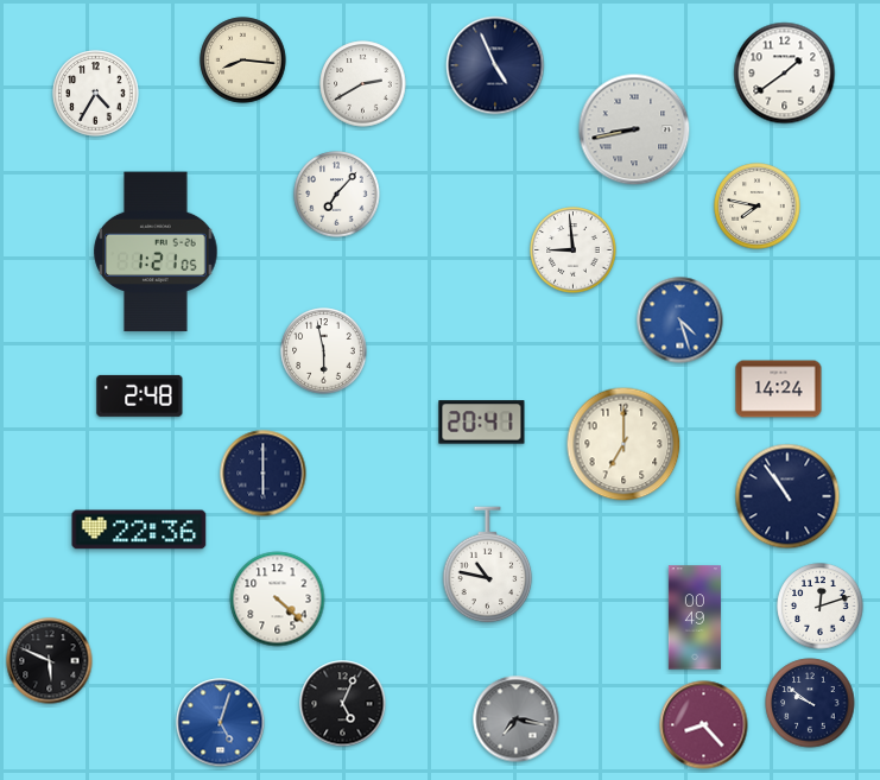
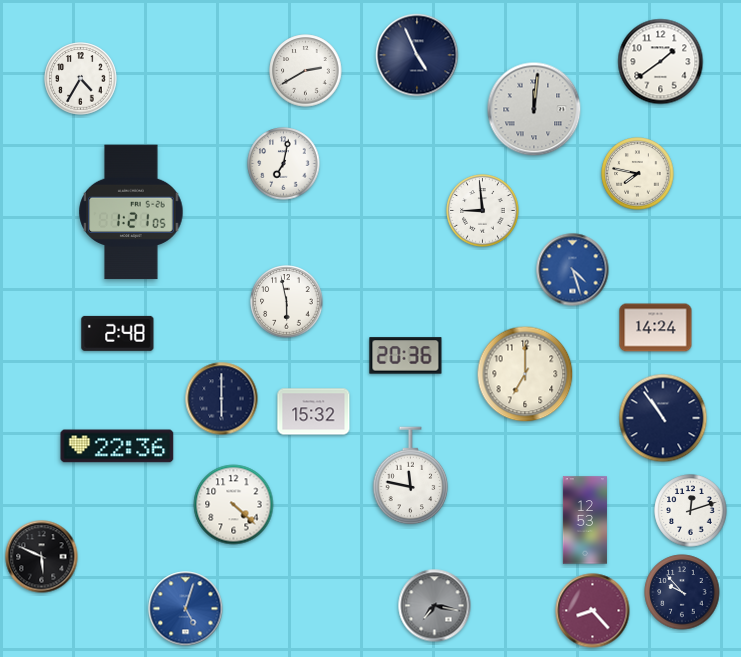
clock at (243, 61): 8:16 -> none
clock at (634, 129): 8:43 -> 12:01
clock at (337, 195): 7:07 -> 7:02
clock at (324, 351) position: (324, 351) -> (287, 302)
clock at (482, 423): 20:41 -> 20:36
clock at (314, 412): none -> 15:32
clock at (488, 565): 10:47 -> 11:47
clock at (694, 617): 00:49 -> 12:53
clock at (810, 703): 9:51 -> 9:53
clock at (343, 704): 5:04 -> none
